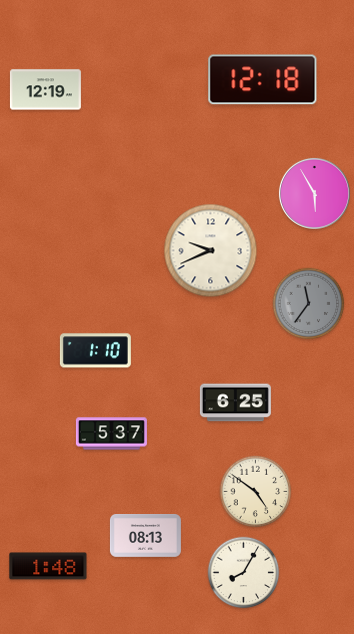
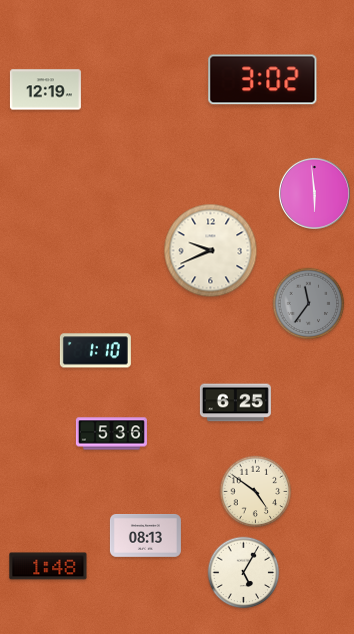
clock at (263, 80): 12:18 -> 3:02
clock at (314, 193): 5:55 -> 5:59
clock at (111, 434): 5:37 -> 5:36
clock at (244, 573): 8:05 -> 5:05
